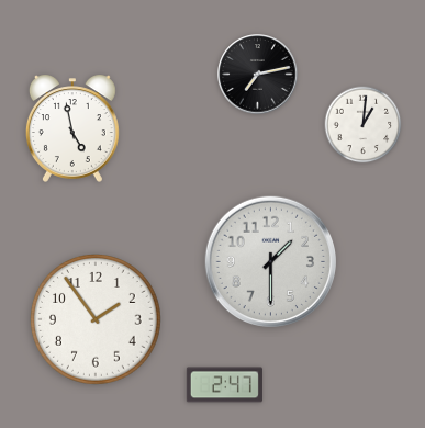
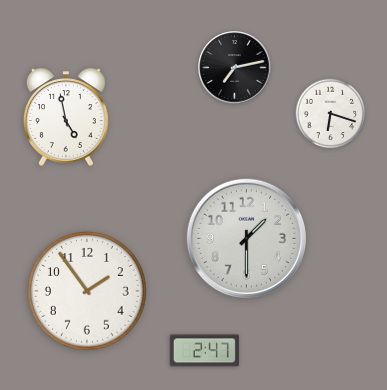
clock at (364, 125): 1:01 -> 6:18
